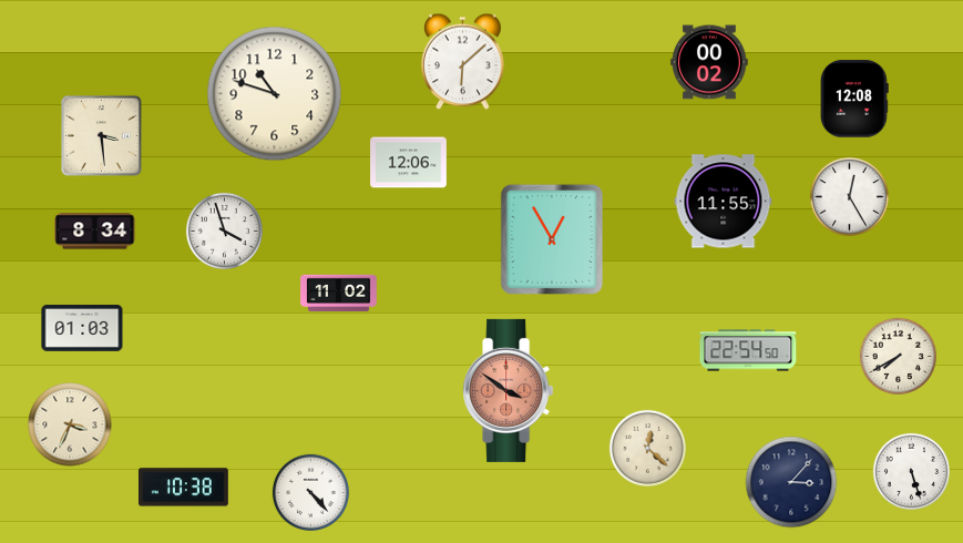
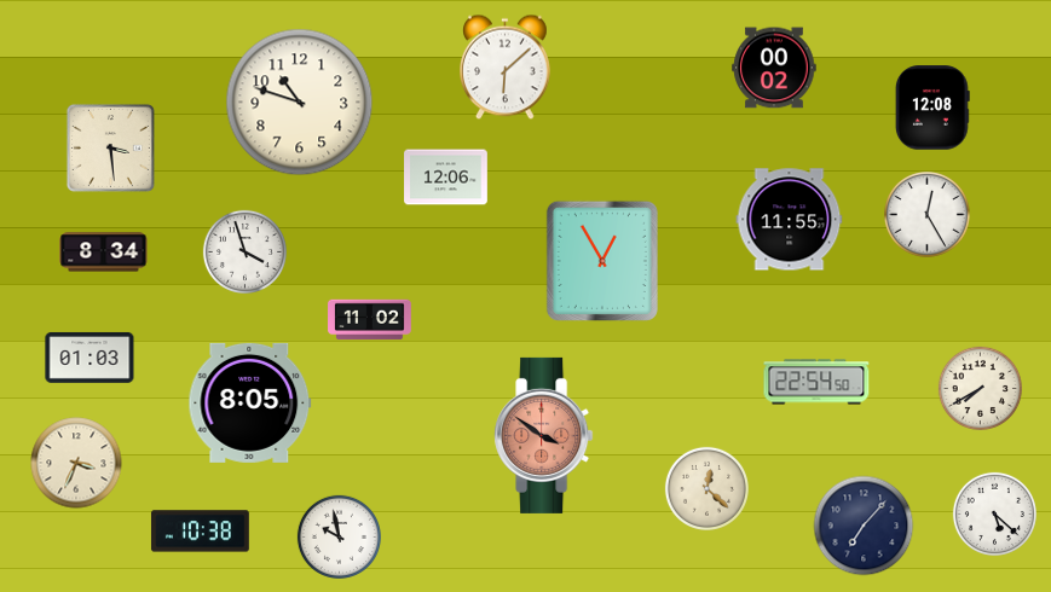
clock at (250, 402): none -> 8:05
clock at (509, 390) position: (509, 390) -> (544, 435)
clock at (911, 471): 5:27 -> 5:22
clock at (791, 482): 3:07 -> 7:07
clock at (310, 492): 4:23 -> 9:58
